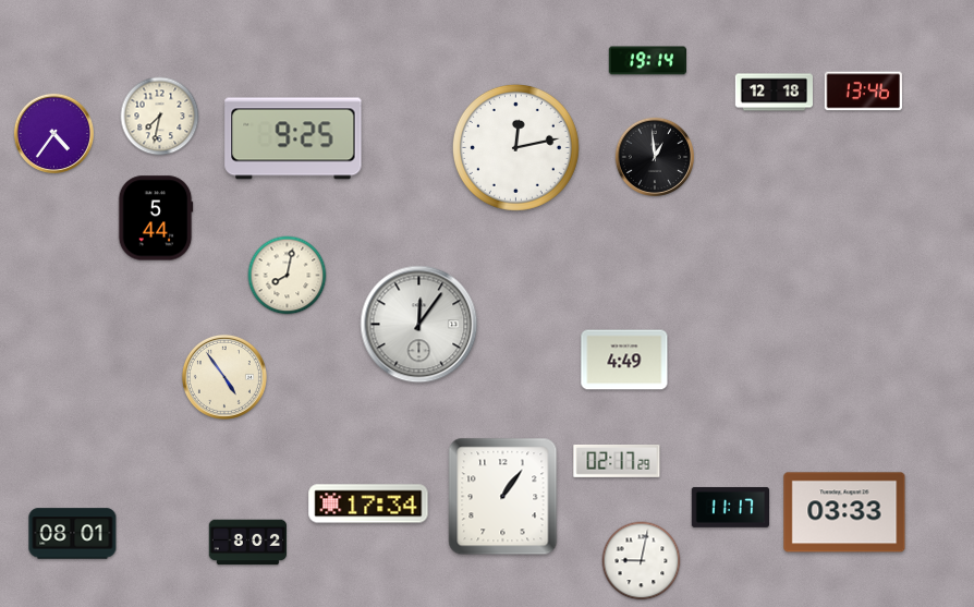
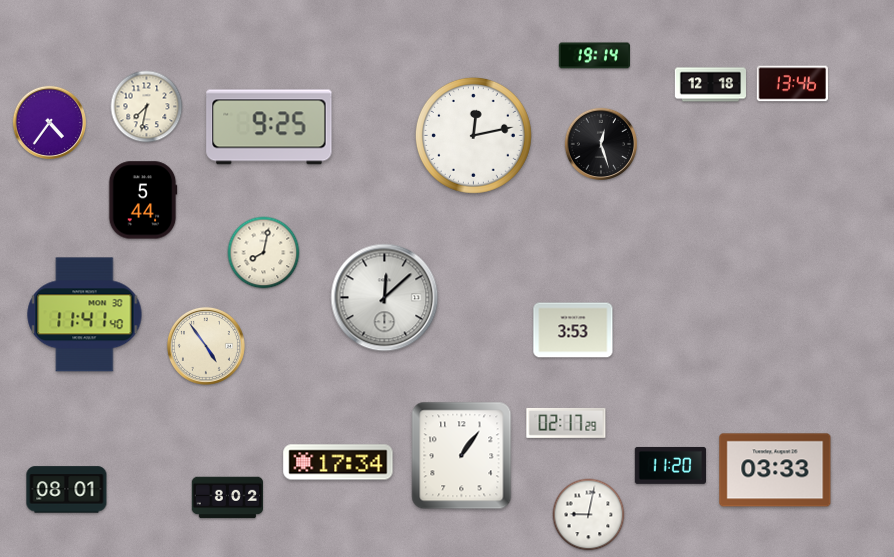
clock at (654, 156): 12:59 -> 12:27
clock at (419, 325): 12:06 -> 12:08
clock at (85, 315): none -> 11:41
clock at (624, 360): 4:49 -> 3:53
clock at (730, 507): 11:17 -> 11:20
